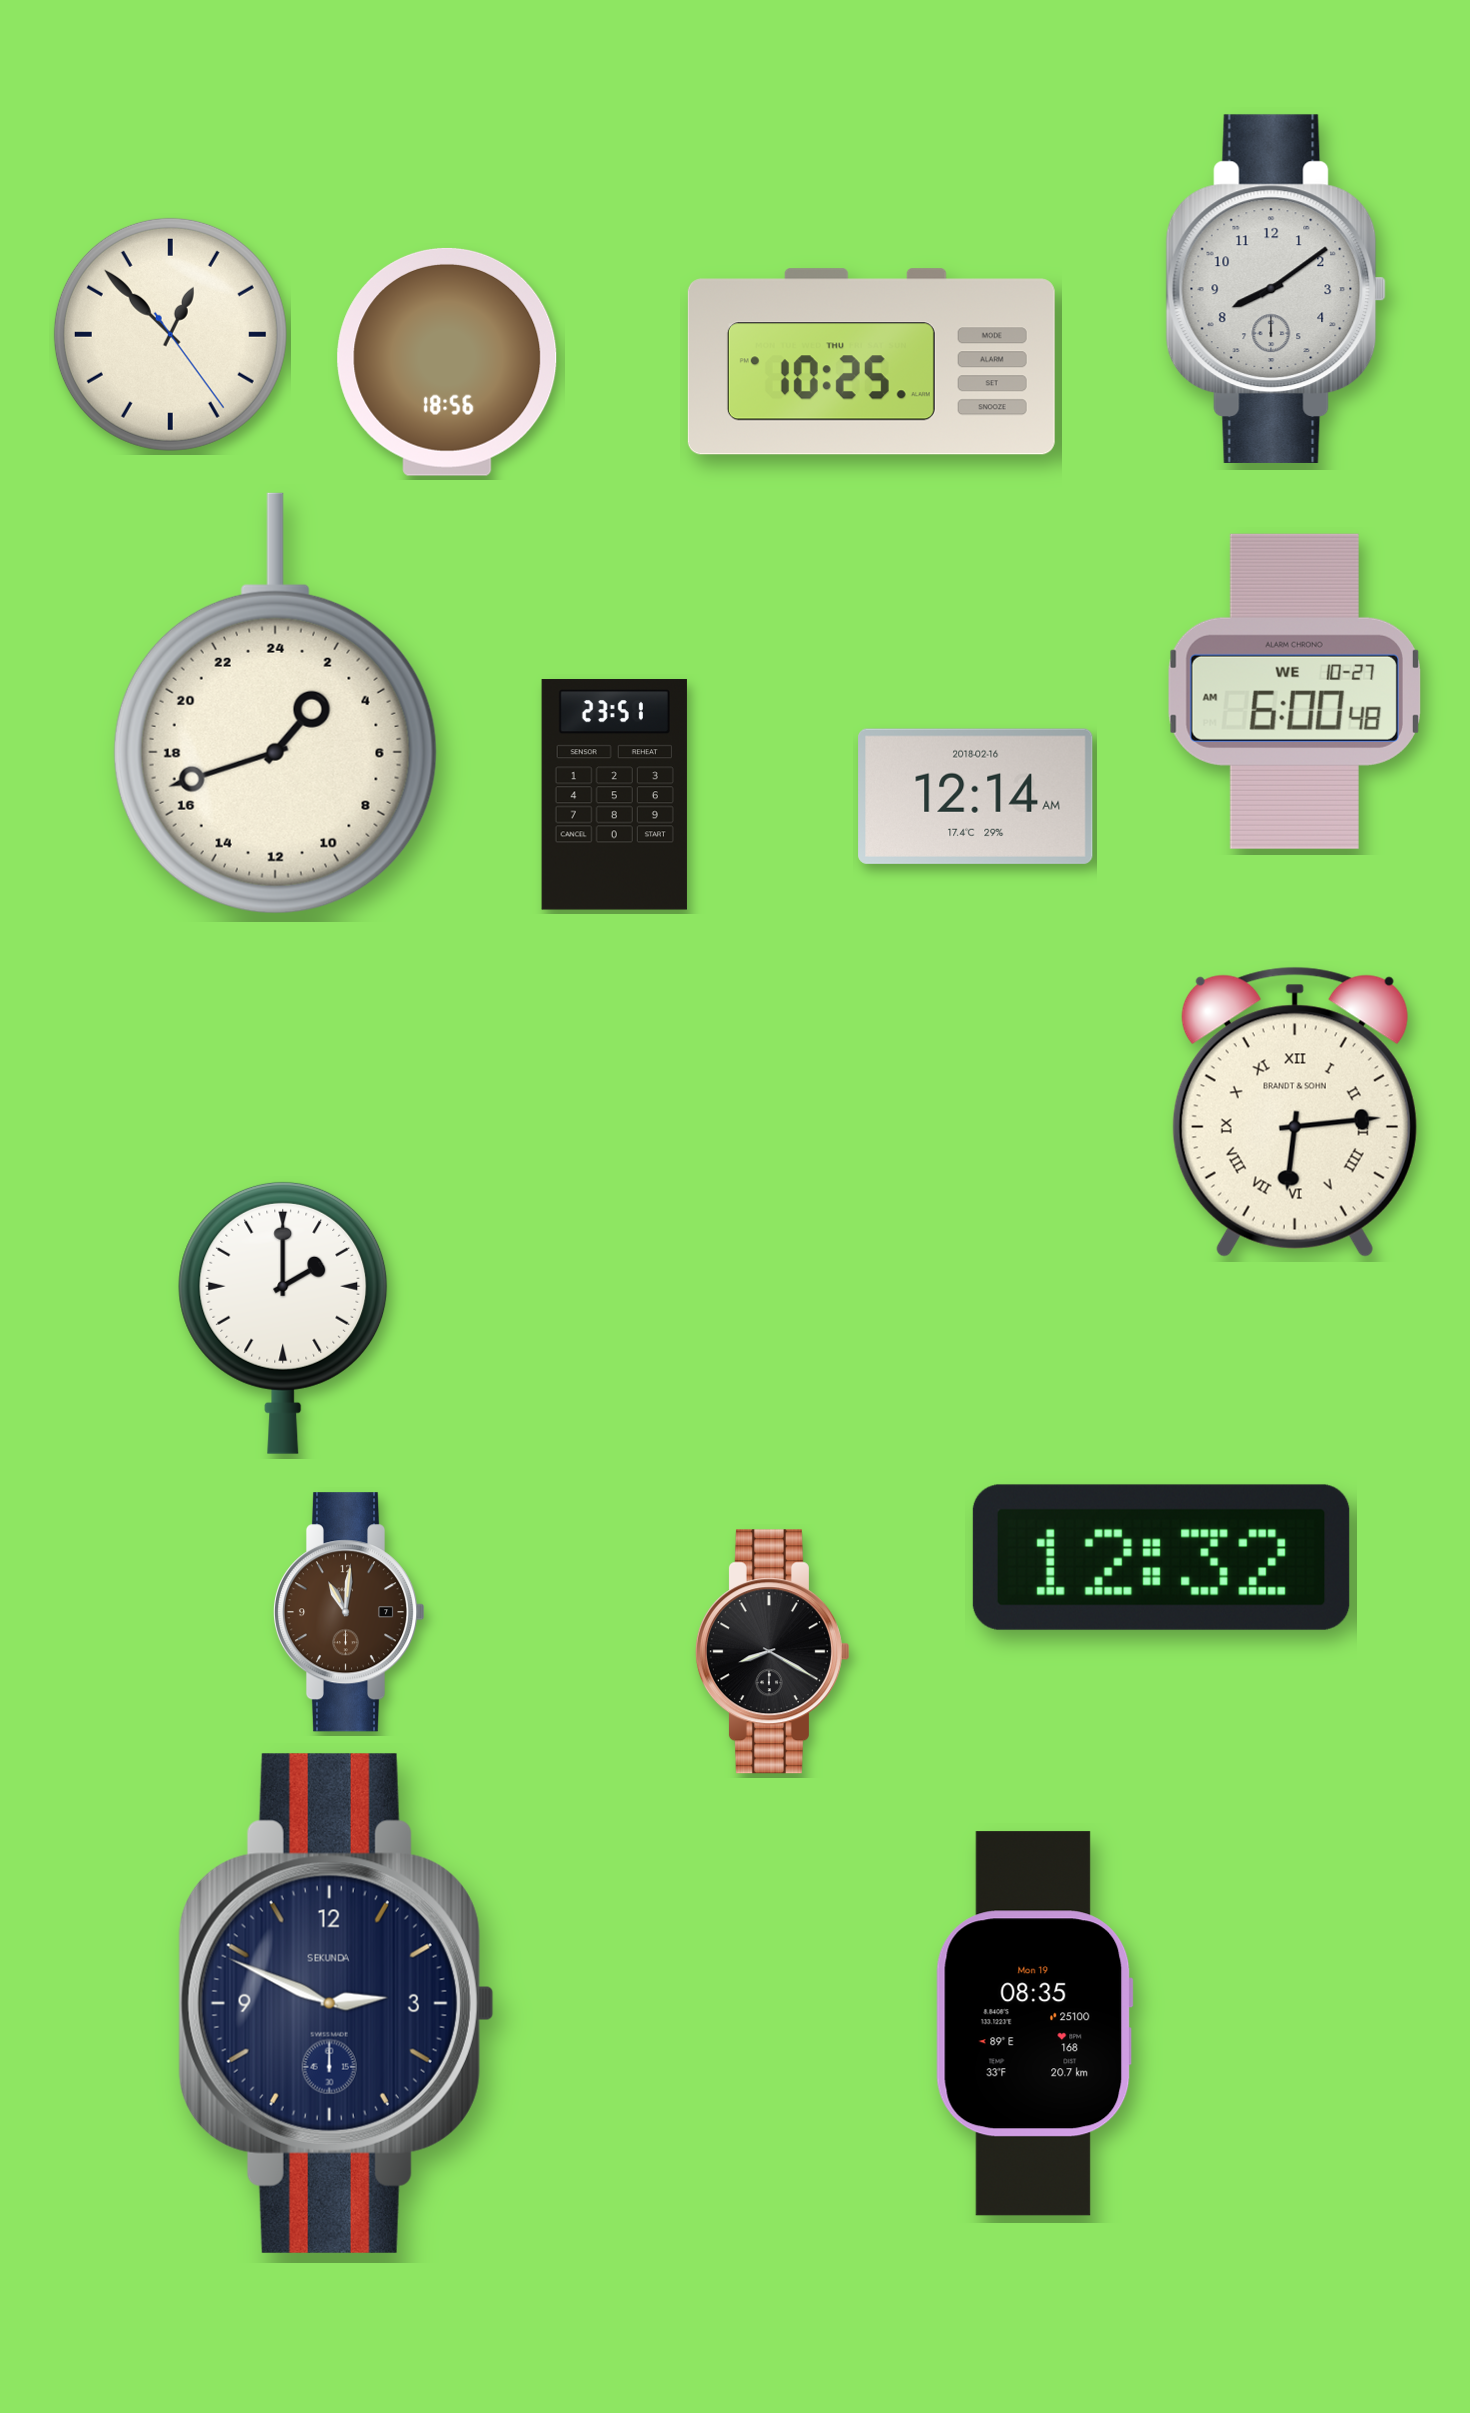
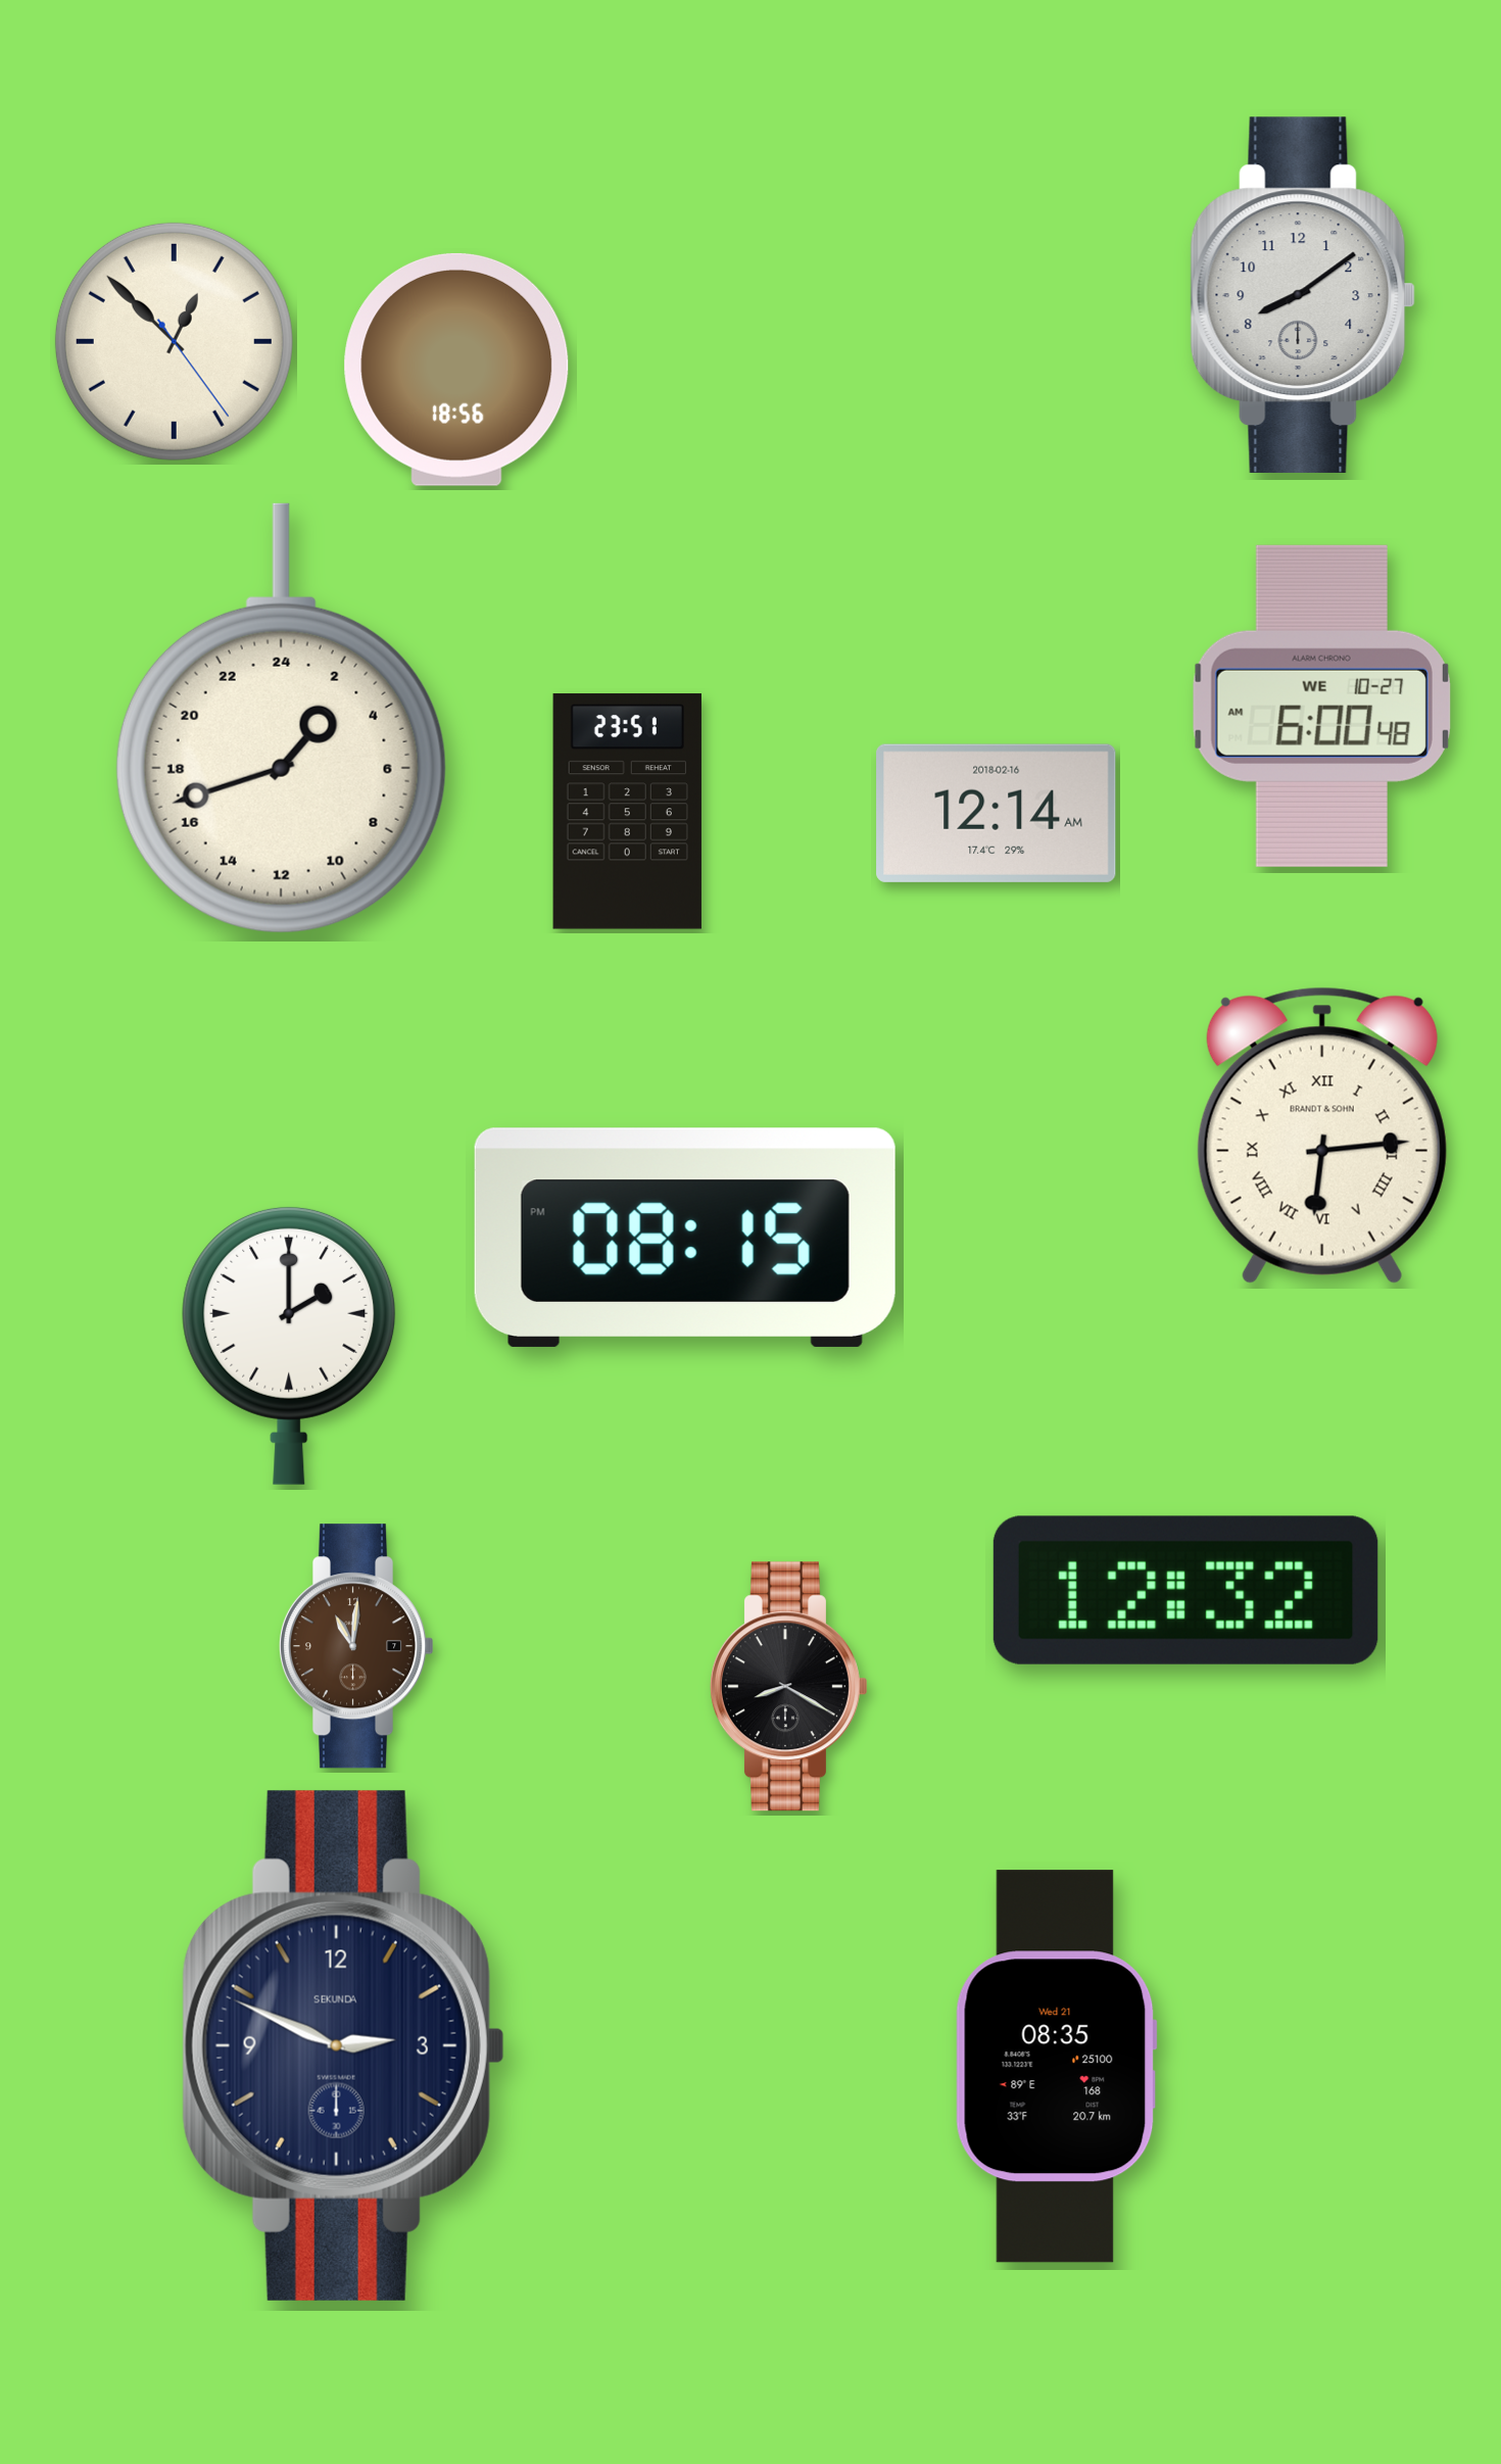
clock at (871, 362): 10:25 -> none
clock at (685, 1238): none -> 08:15
clock at (1034, 2024) date: Mon 19 -> Wed 21
